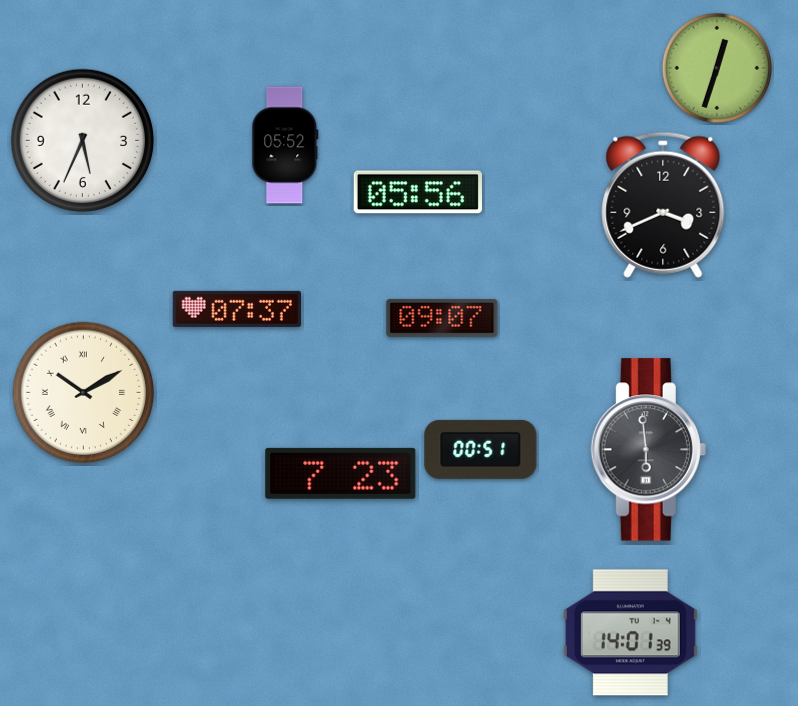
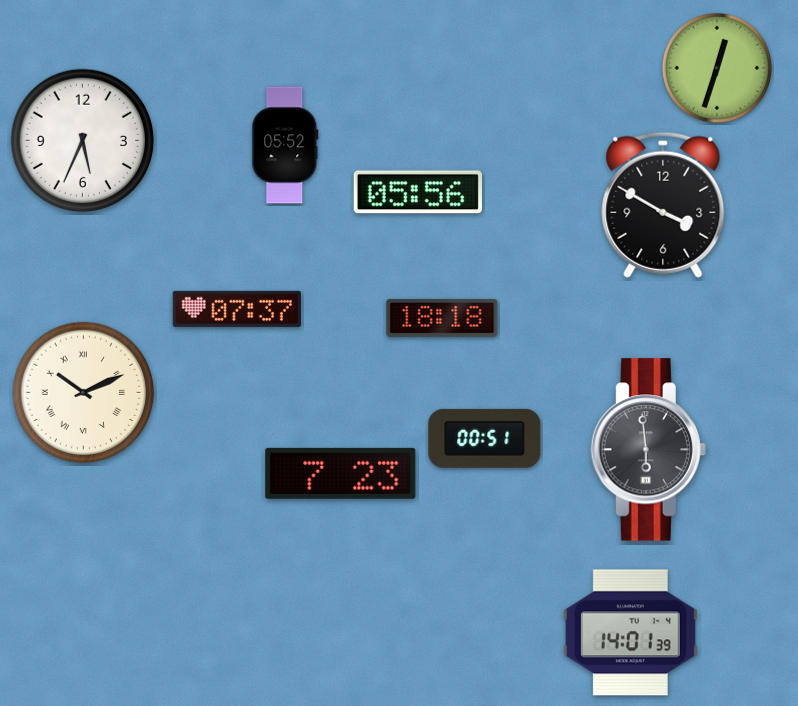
clock at (663, 205): 3:41 -> 3:50
clock at (442, 318): 09:07 -> 18:18
clock at (84, 393): 10:10 -> 10:11
clock at (481, 449) position: (481, 449) -> (485, 438)
